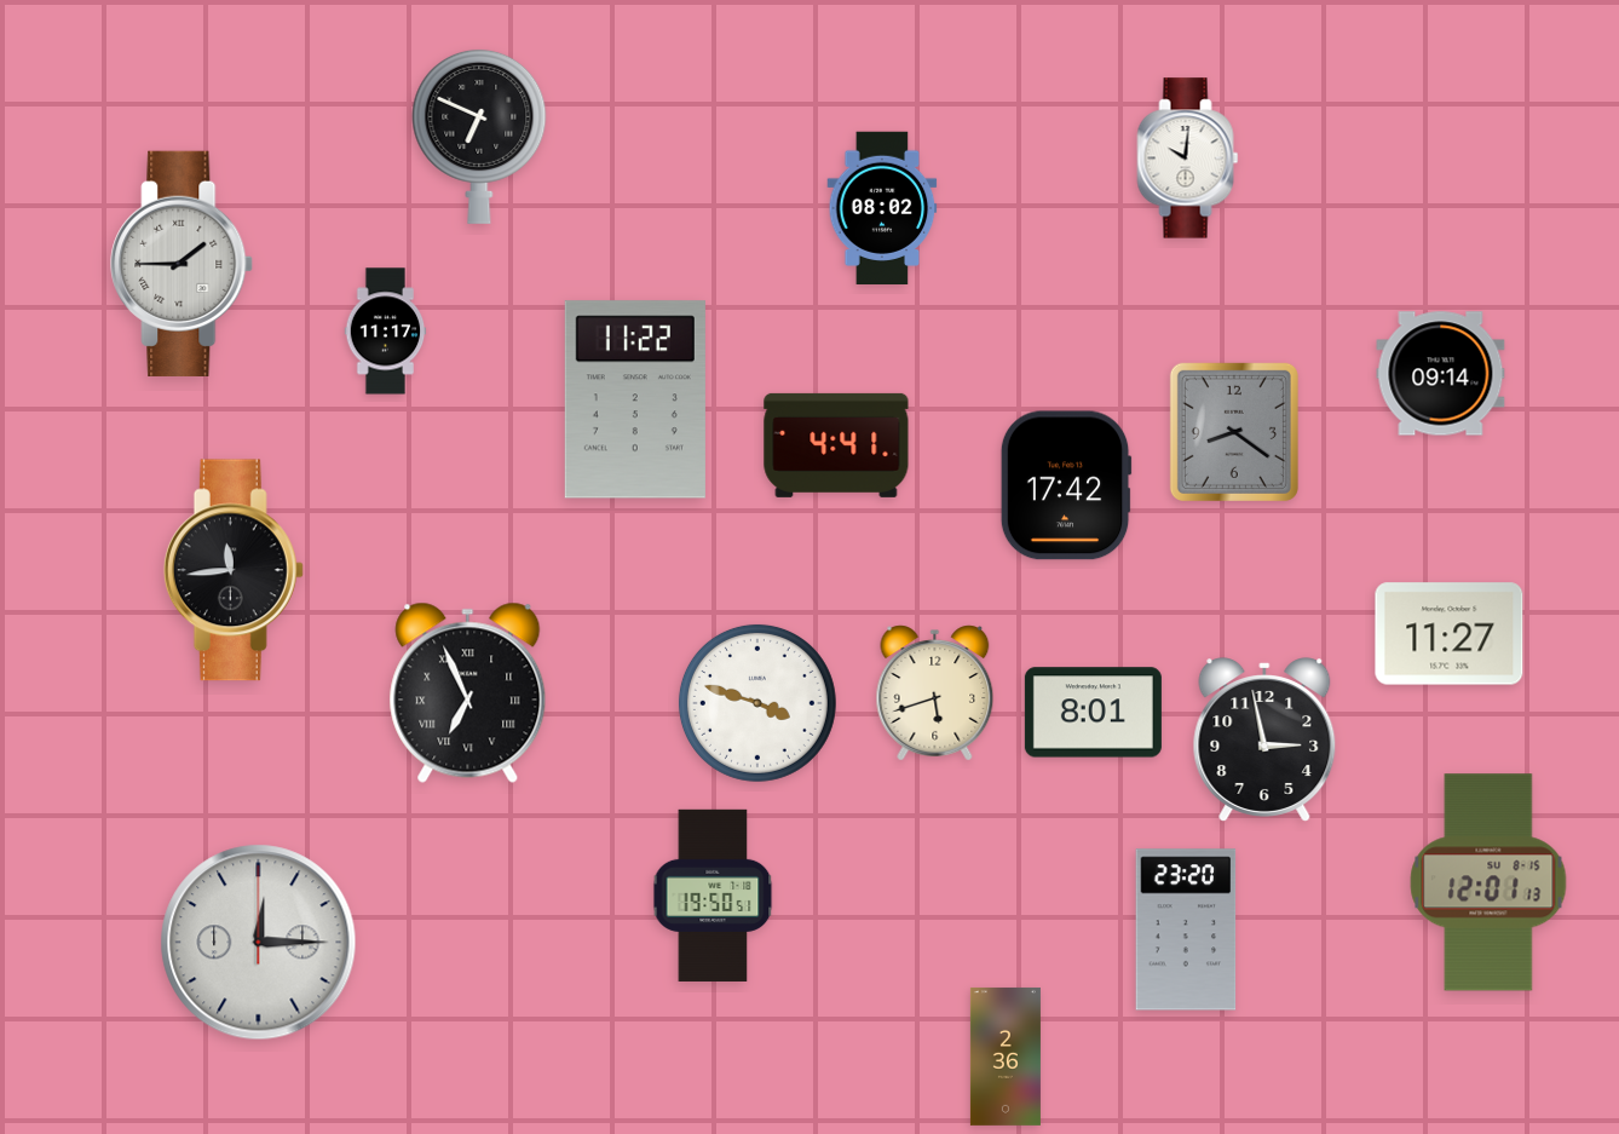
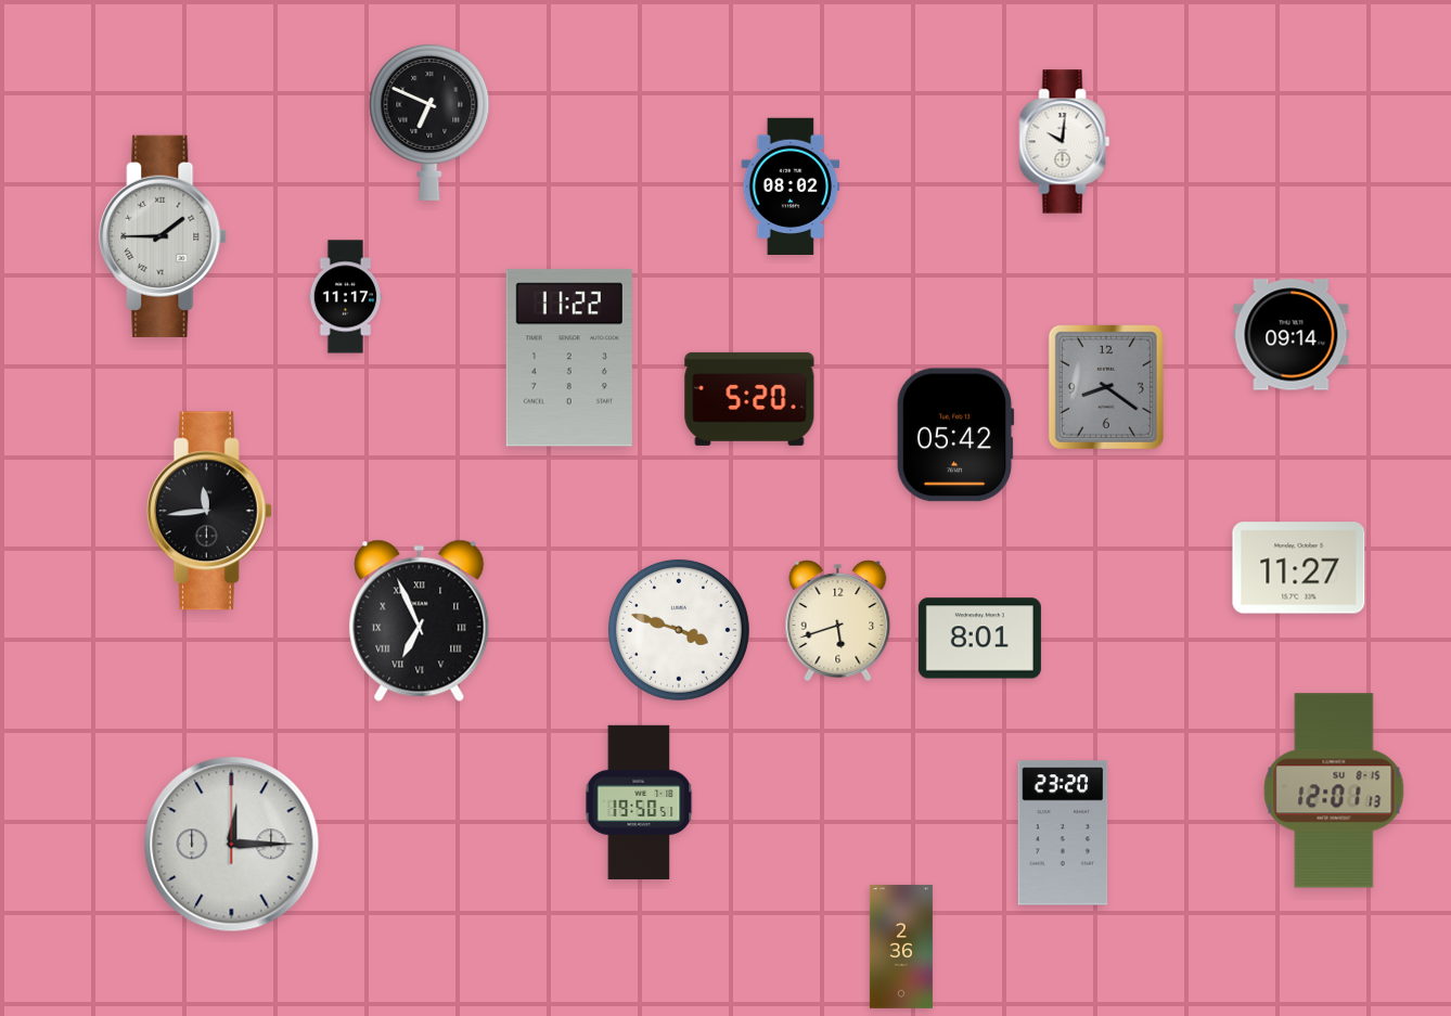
clock at (836, 445): 4:41 -> 5:20
clock at (1066, 485): 17:42 -> 05:42
clock at (1264, 739): 2:58 -> none
